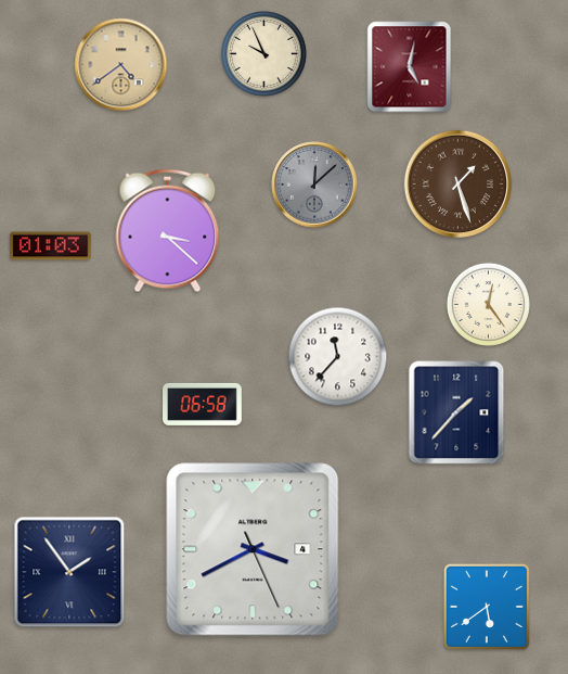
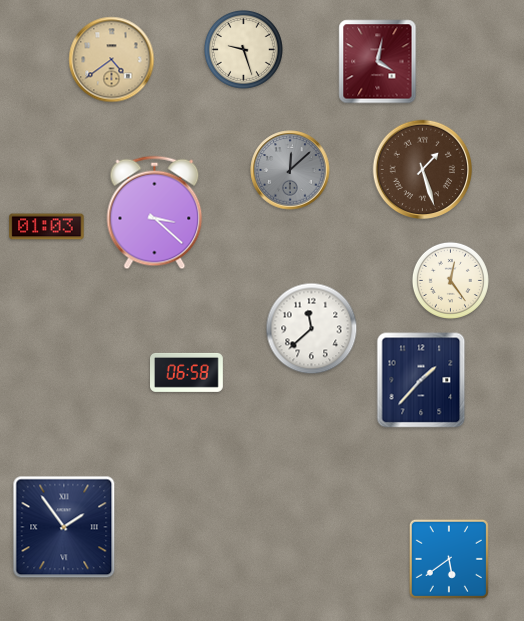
clock at (263, 53): 9:56 -> 9:27
clock at (410, 67): 5:02 -> 4:02
clock at (338, 357): 11:37 -> 11:38
clock at (253, 549): 3:40 -> none
